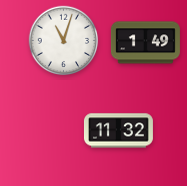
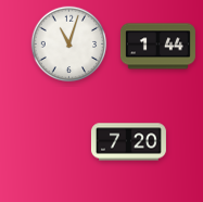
clock at (145, 43): 1:49 -> 1:44
clock at (118, 131): 11:32 -> 7:20
